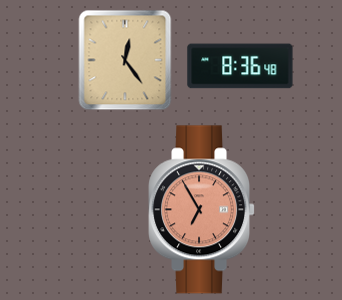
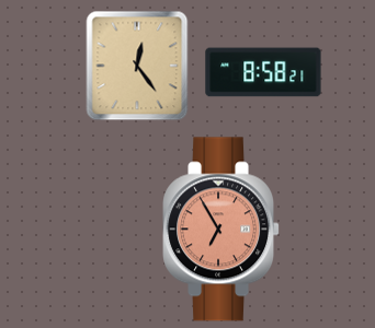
clock at (240, 66): 8:36 -> 8:58
